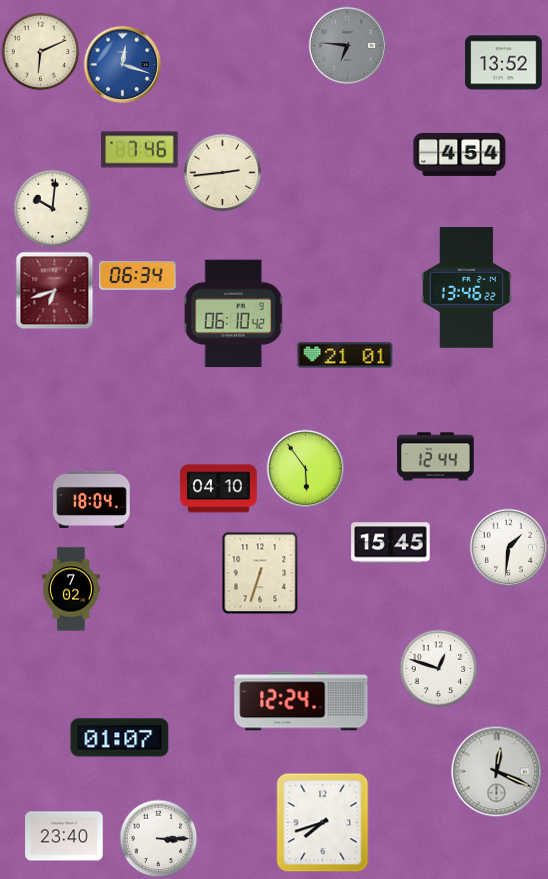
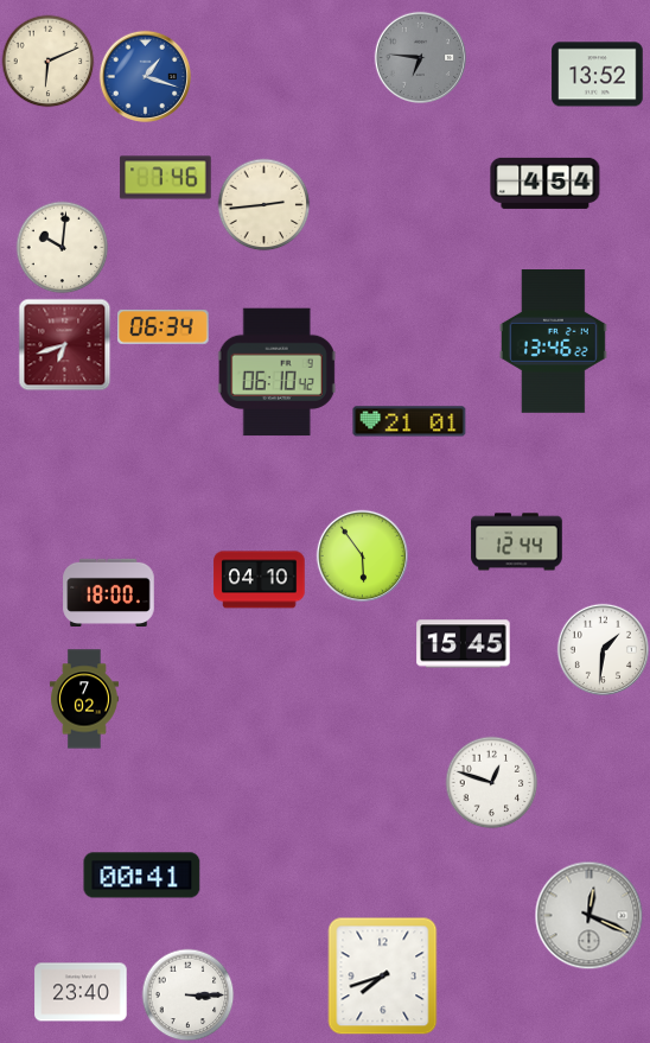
clock at (347, 45) position: (347, 45) -> (420, 57)
clock at (122, 64): 12:18 -> 1:18
clock at (92, 499): 18:04 -> 18:00
clock at (260, 573): 6:33 -> none
clock at (438, 668) position: (438, 668) -> (491, 782)
clock at (301, 701): 12:24 -> none
clock at (120, 738): 01:07 -> 00:41
clock at (64, 836) position: (64, 836) -> (81, 992)
